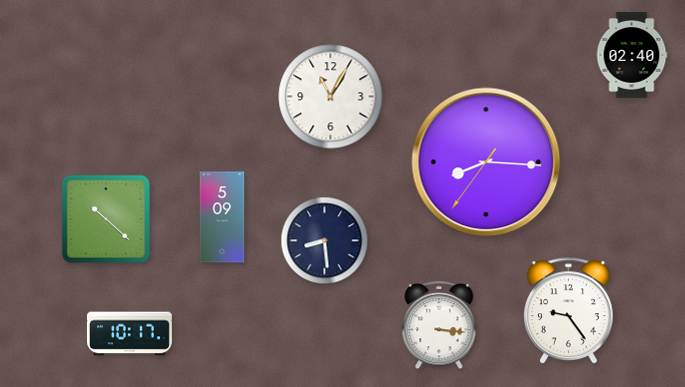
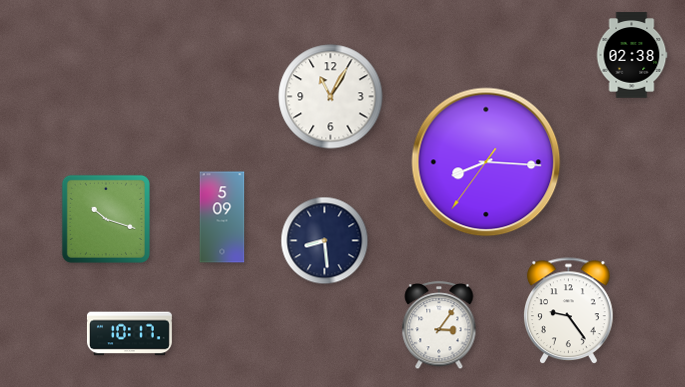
clock at (632, 55): 02:40 -> 02:38
clock at (106, 219): 10:22 -> 10:18
clock at (439, 326): 3:16 -> 3:06
